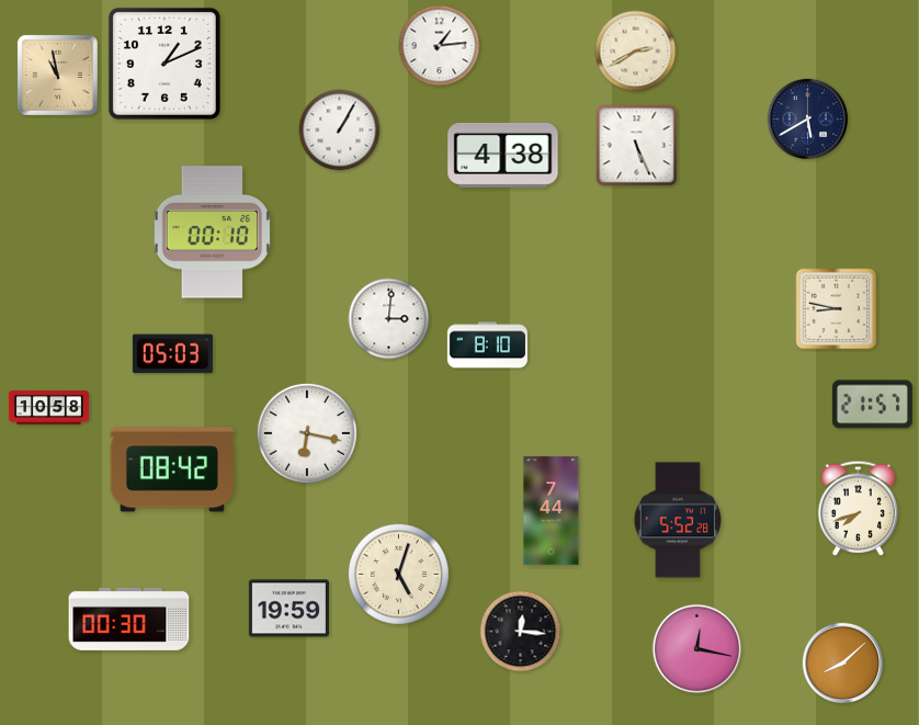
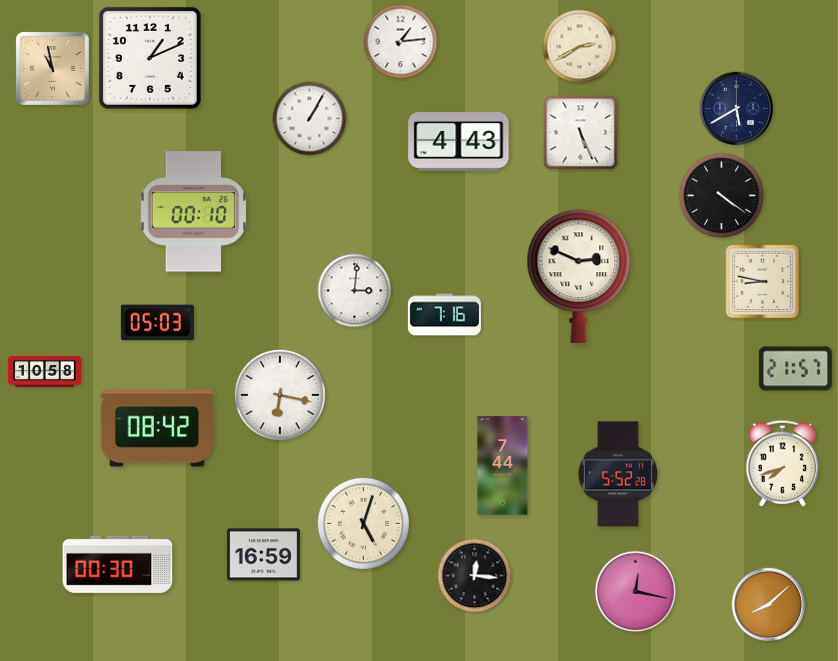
clock at (503, 155): 4:38 -> 4:43
clock at (722, 196): none -> 4:21
clock at (579, 276): none -> 2:49
clock at (487, 345): 8:10 -> 7:16
clock at (288, 609): 19:59 -> 16:59
